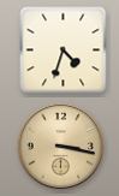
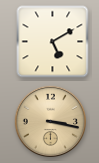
clock at (64, 51): 4:33 -> 5:10
